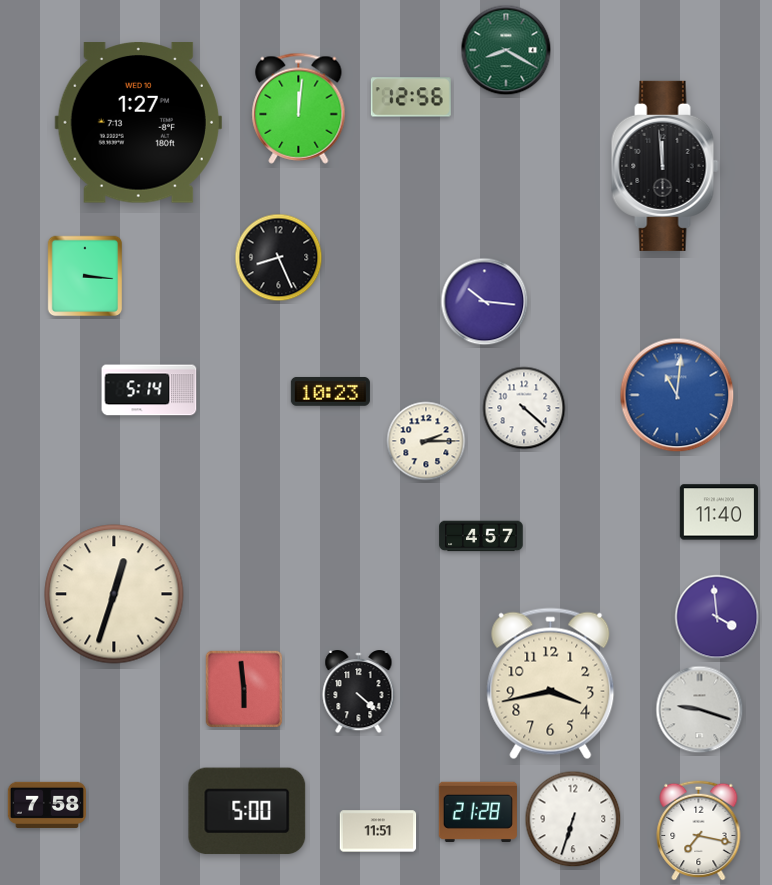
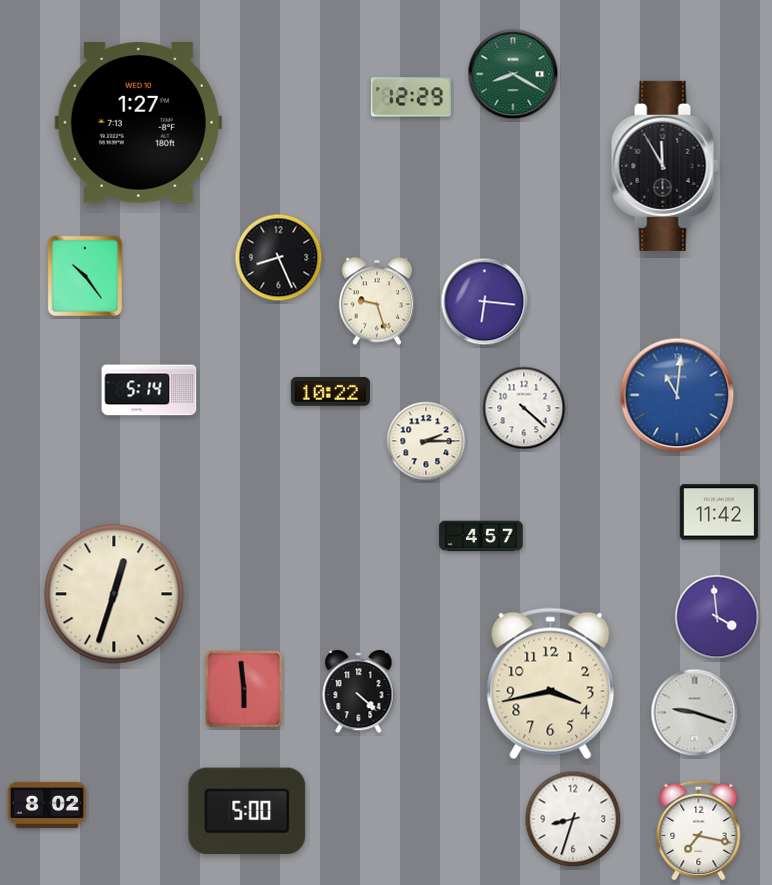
clock at (506, 50) position: (506, 50) -> (513, 74)
clock at (411, 97): 12:56 -> 12:29
clock at (299, 108): 12:01 -> none
clock at (665, 166): 11:59 -> 11:55
clock at (85, 276): 3:16 -> 10:24
clock at (376, 301): none -> 9:27
clock at (485, 302): 10:16 -> 6:16
clock at (330, 392): 10:23 -> 10:22
clock at (719, 512): 11:40 -> 11:42
clock at (700, 710) position: (700, 710) -> (695, 713)
clock at (47, 805): 7:58 -> 8:02
clock at (478, 811): 21:28 -> none
clock at (573, 819): 6:33 -> 8:33
clock at (378, 831): 11:51 -> none
